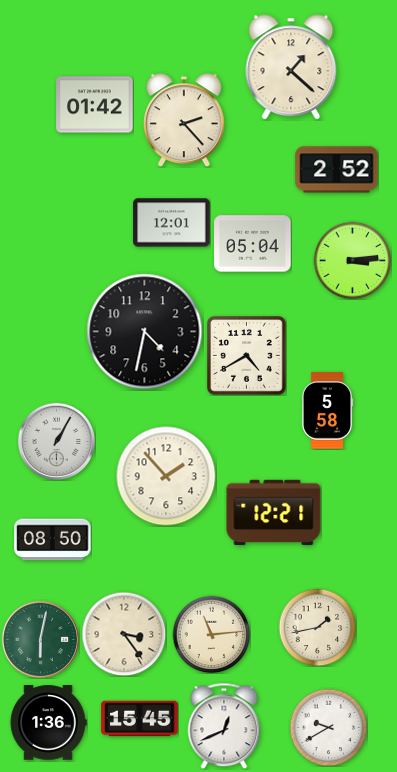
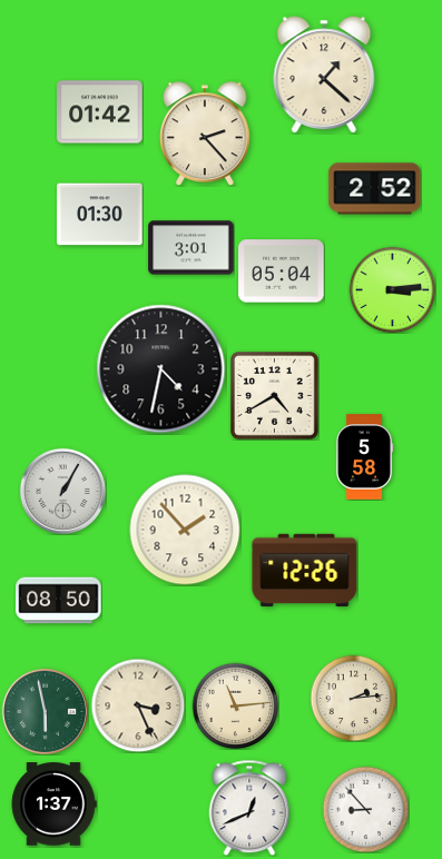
clock at (95, 105) position: (95, 105) -> (100, 112)
clock at (100, 215): none -> 01:30
clock at (172, 223): 12:01 -> 3:01
clock at (274, 513): 12:21 -> 12:26
clock at (317, 627): 1:43 -> 2:14
clock at (124, 634): 3:24 -> 3:26
clock at (40, 639): 6:02 -> 5:58
clock at (140, 719): 15:45 -> none
clock at (48, 723): 1:36 -> 1:37
clock at (328, 727): 9:40 -> 8:53
